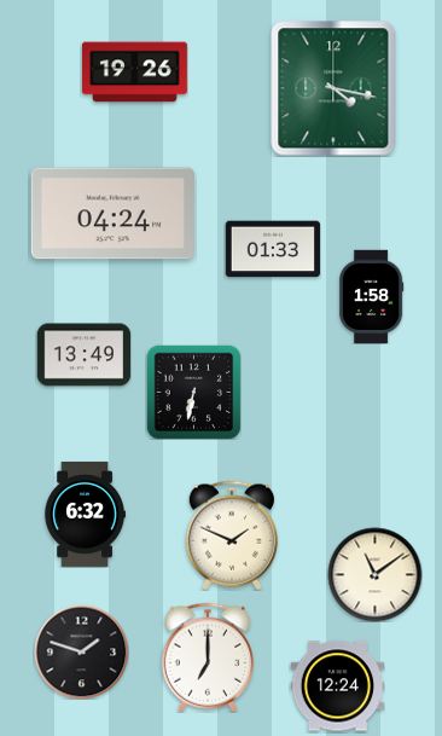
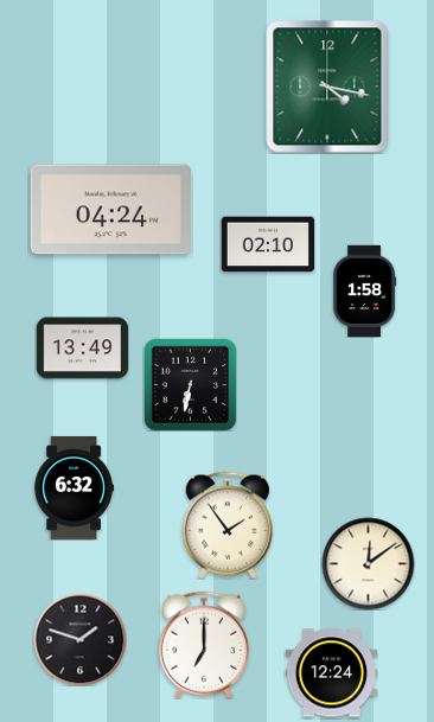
clock at (134, 73): 19:26 -> none
clock at (272, 249): 01:33 -> 02:10
clock at (85, 514) position: (85, 514) -> (74, 487)
clock at (231, 535): 1:49 -> 1:54
clock at (374, 574): 11:09 -> 12:09
